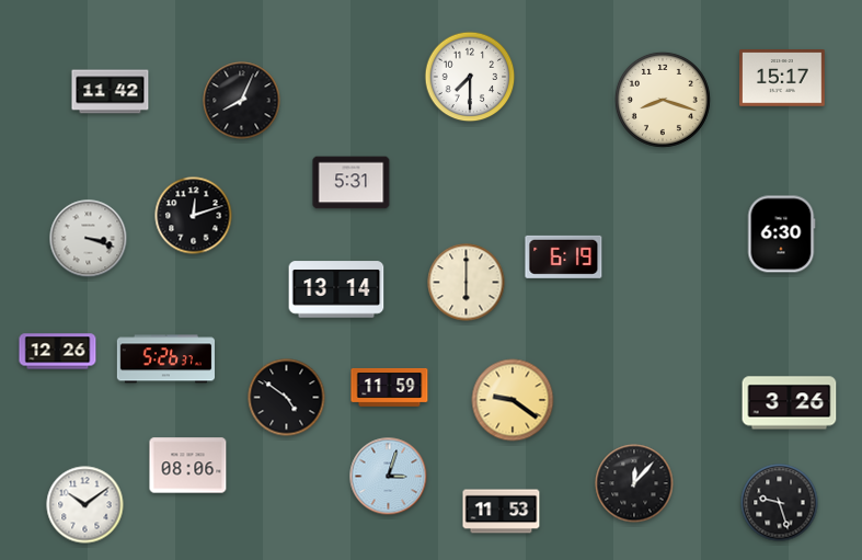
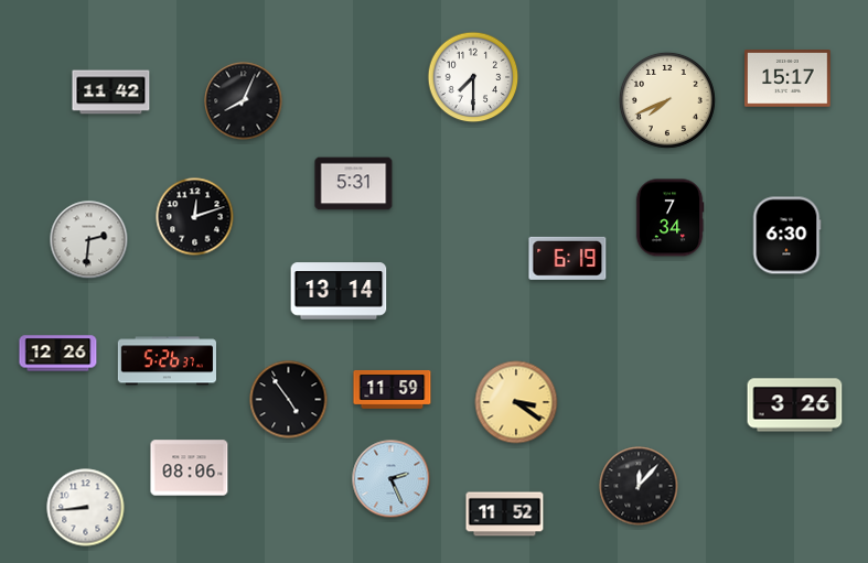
clock at (663, 100): 8:18 -> 7:41
clock at (669, 218): none -> 7:34
clock at (89, 239): 3:18 -> 2:31
clock at (467, 283): 6:00 -> none
clock at (287, 398): 4:51 -> 4:54
clock at (513, 400): 9:21 -> 3:21
clock at (389, 477): 3:03 -> 2:26
clock at (780, 503): 9:27 -> none
clock at (85, 505): 10:09 -> 8:44
clock at (502, 512): 11:53 -> 11:52
